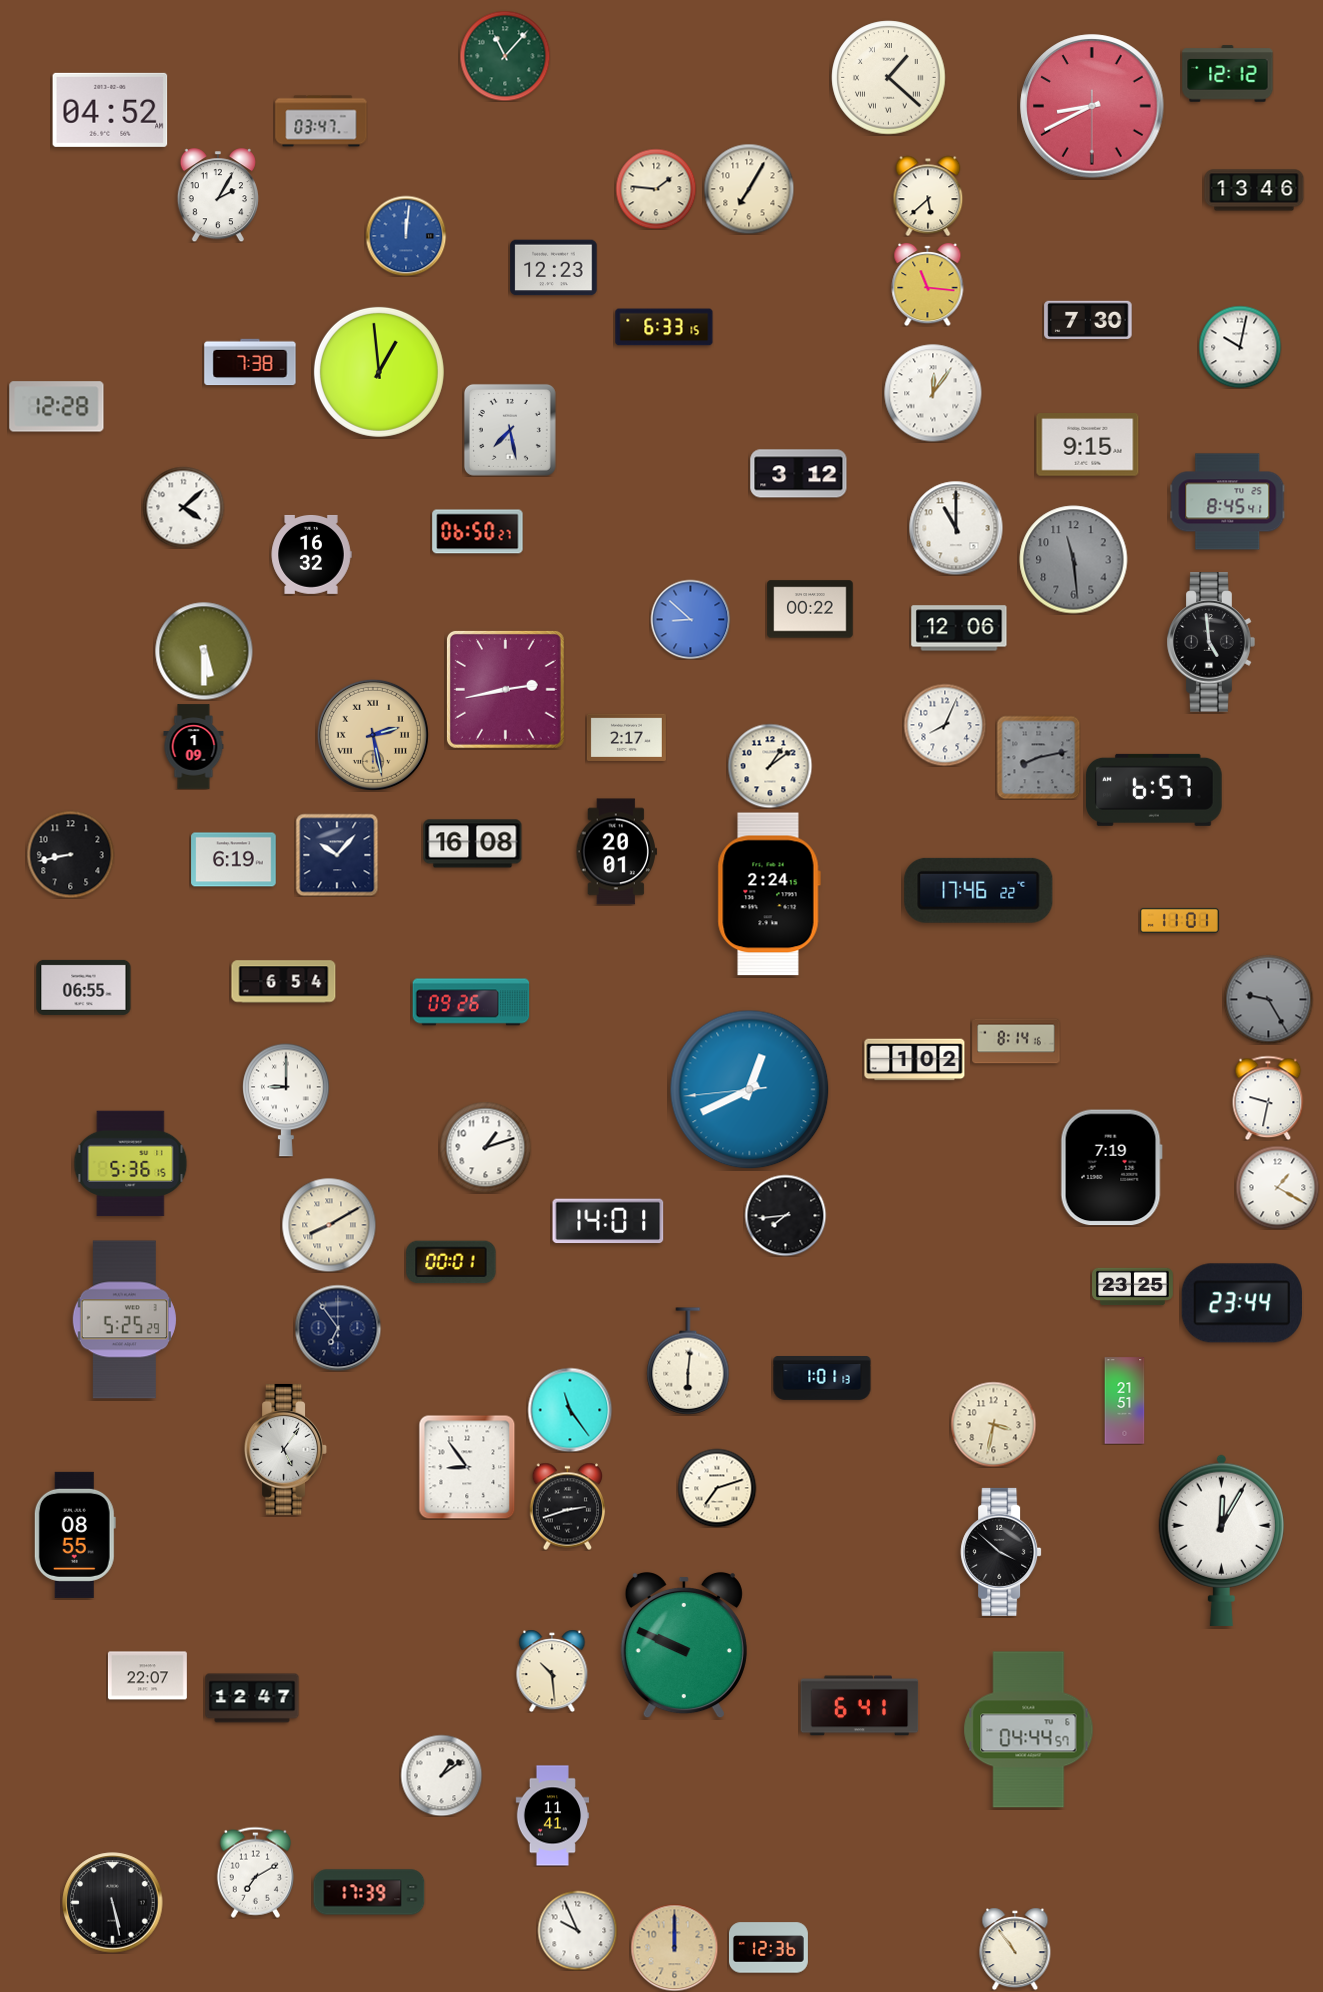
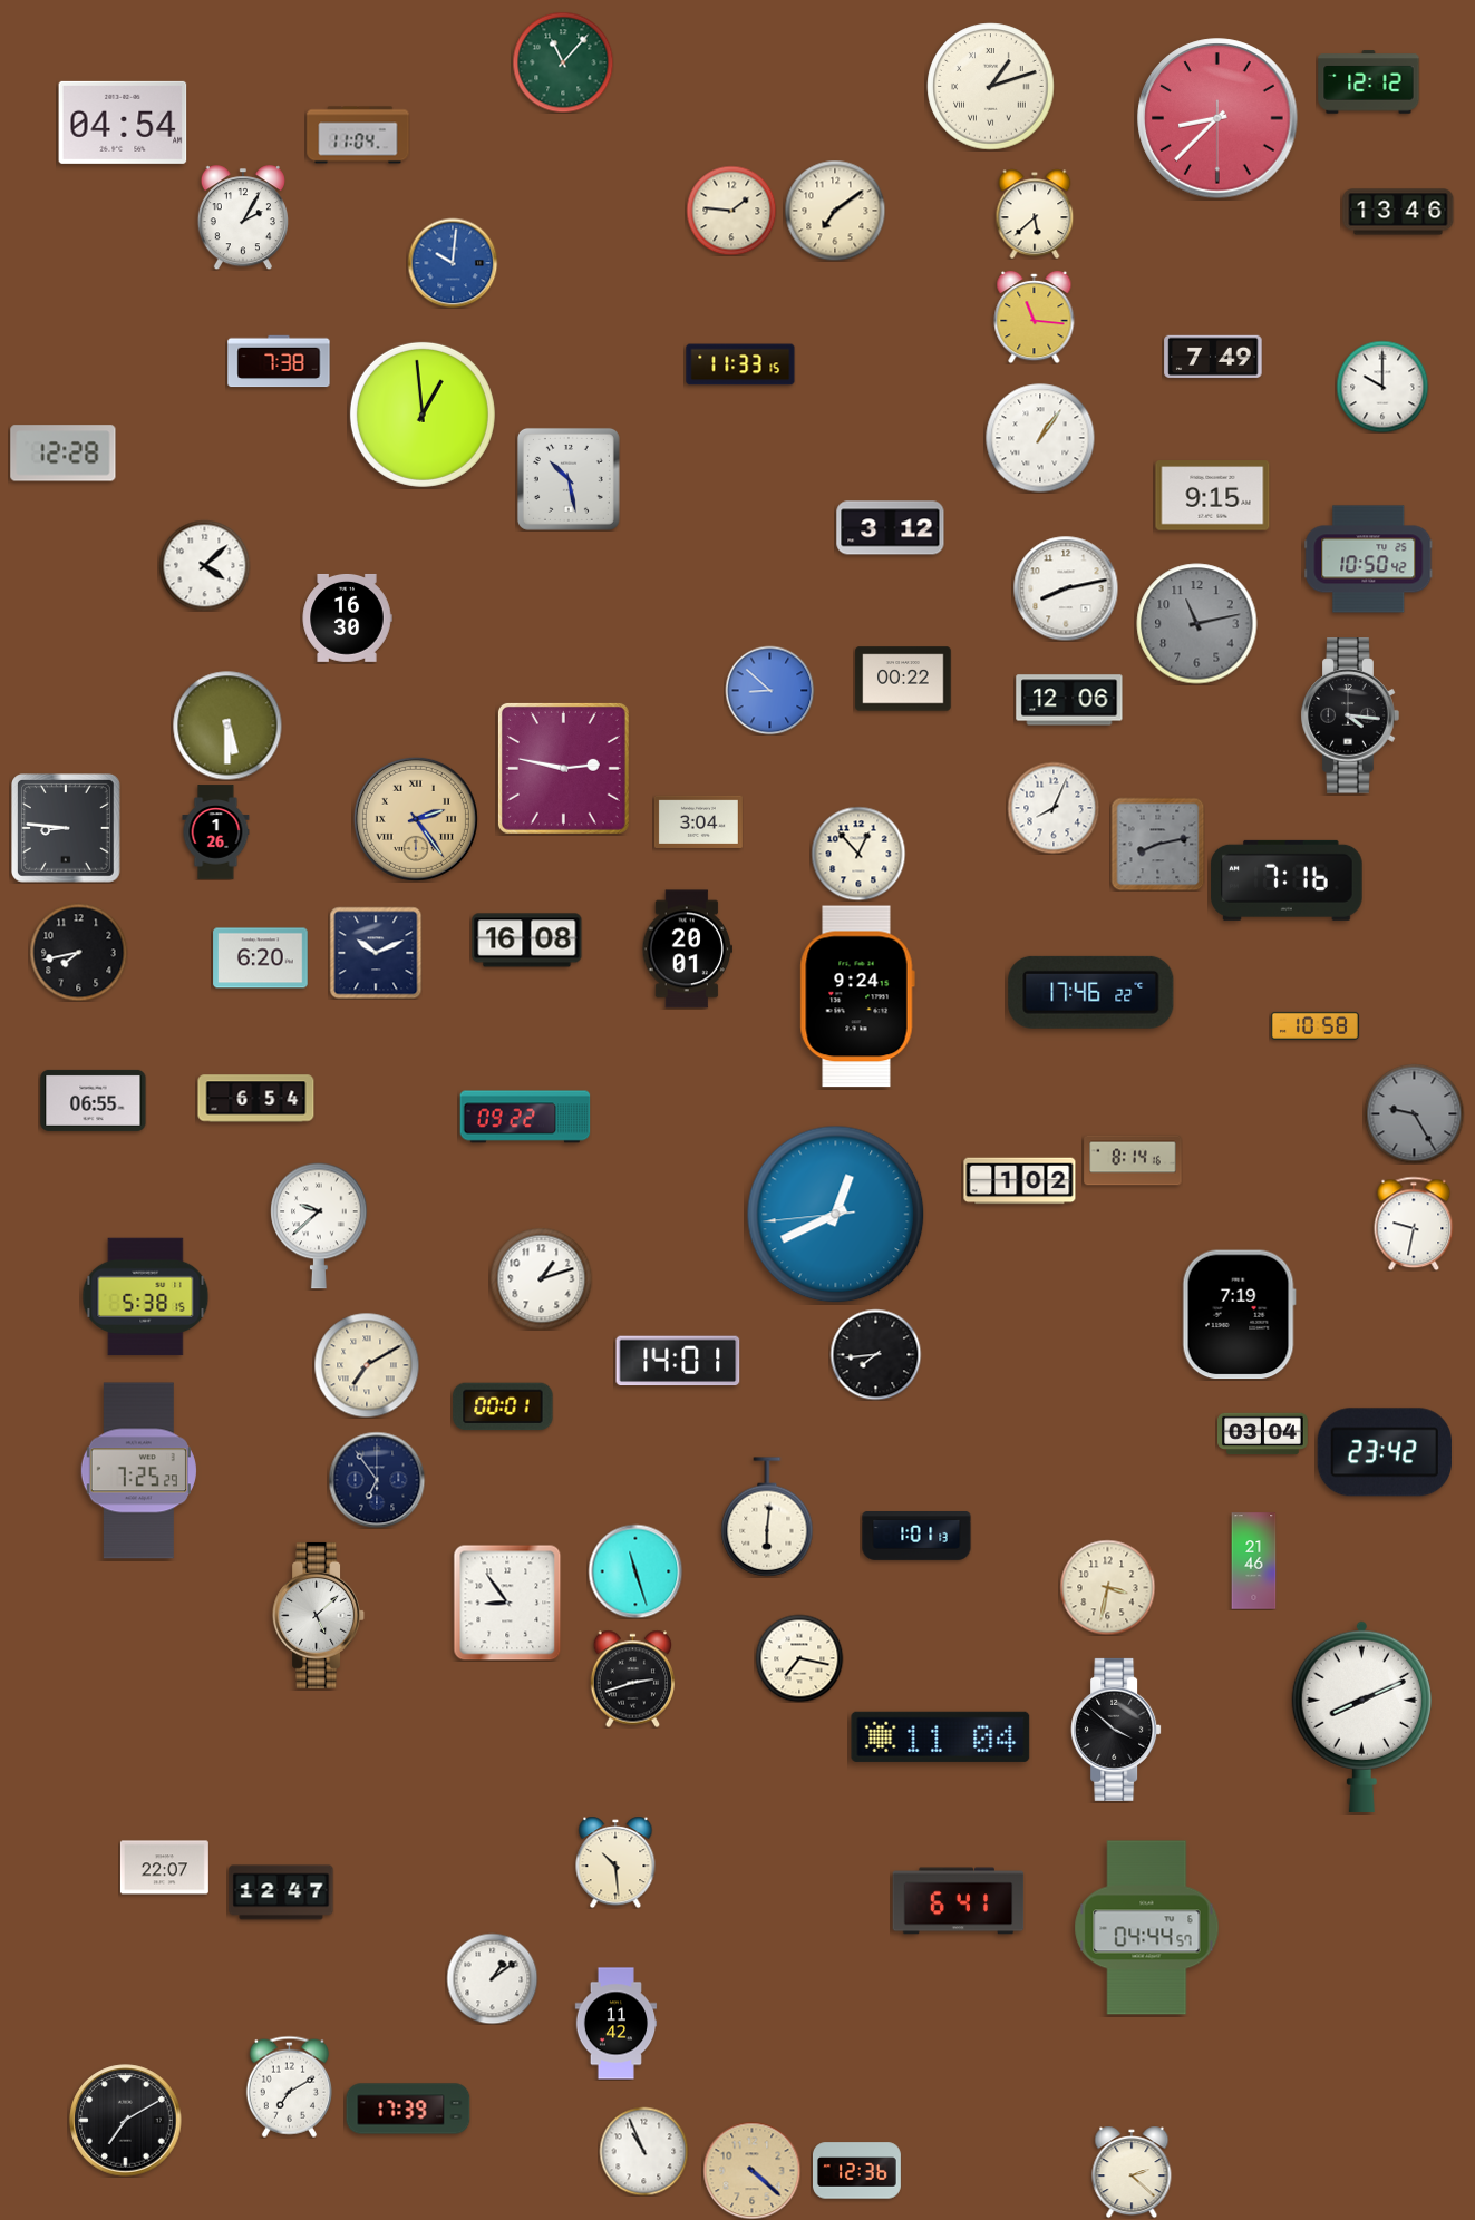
clock at (889, 78): 1:22 -> 1:12
clock at (1092, 106): 8:40 -> 8:37
clock at (110, 110): 04:52 -> 04:54
clock at (321, 121): 03:47 -> 11:04
clock at (749, 189): 7:05 -> 7:09
clock at (928, 196) position: (928, 196) -> (1035, 214)
clock at (406, 236): 12:01 -> 10:01
clock at (554, 268): 12:23 -> none
clock at (1088, 320): 7:30 -> 7:49
clock at (664, 327): 6:33 -> 11:33
clock at (1240, 347): 10:02 -> 10:00
clock at (250, 362) position: (250, 362) -> (279, 361)
clock at (933, 393): 12:06 -> 1:06
clock at (510, 430): 7:28 -> 10:28
clock at (1228, 502): 8:45 -> 10:50
clock at (956, 528): 11:00 -> 8:13
clock at (478, 532): 06:50 -> none
clock at (311, 554): 16:32 -> 16:30
clock at (1074, 560): 11:29 -> 11:13
clock at (1211, 642): 4:59 -> 4:16
clock at (505, 689): 2:43 -> 2:47
clock at (373, 735): 2:28 -> 2:24
clock at (626, 737): 2:17 -> 3:04
clock at (67, 829): none -> 8:46
clock at (194, 747): 1:09 -> 1:26
clock at (770, 766): 1:09 -> 12:53
clock at (1155, 790): 6:57 -> 7:16
clock at (70, 854): 8:43 -> 7:43
clock at (337, 855): 10:07 -> 10:11
clock at (234, 860): 6:19 -> 6:20
clock at (769, 894): 2:24 -> 9:24
clock at (1179, 920): 11:01 -> 10:58
clock at (284, 982) position: (284, 982) -> (256, 1099)
clock at (471, 1002): 09:26 -> 09:22
clock at (286, 1100): 9:00 -> 9:38
clock at (131, 1164): 5:36 -> 5:38
clock at (1111, 1168) position: (1111, 1168) -> (1239, 1315)
clock at (1277, 1187): 1:20 -> none
clock at (329, 1225): 8:10 -> 7:10
clock at (1133, 1287): 23:25 -> 03:04
clock at (1242, 1303): 23:44 -> 23:42
clock at (124, 1320): 5:25 -> 7:25
clock at (1125, 1401): 21:51 -> 21:46
clock at (570, 1410): 11:24 -> 11:27
clock at (286, 1449): 5:06 -> 5:08
clock at (467, 1467) position: (467, 1467) -> (507, 1603)
clock at (717, 1488): 7:12 -> 7:17
clock at (75, 1535): 08:55 -> none
clock at (1221, 1540): 12:05 -> 8:11
clock at (941, 1736): none -> 11:04
clock at (684, 1645): 9:49 -> none
clock at (553, 1816): 11:41 -> 11:42
clock at (255, 1872) position: (255, 1872) -> (289, 2086)
clock at (369, 1892) position: (369, 1892) -> (408, 2109)
clock at (113, 1903): 5:28 -> 7:10
clock at (577, 1930): 9:56 -> 10:56
clock at (674, 1947): 12:00 -> 4:22
clock at (1015, 1949): 10:54 -> 2:22
